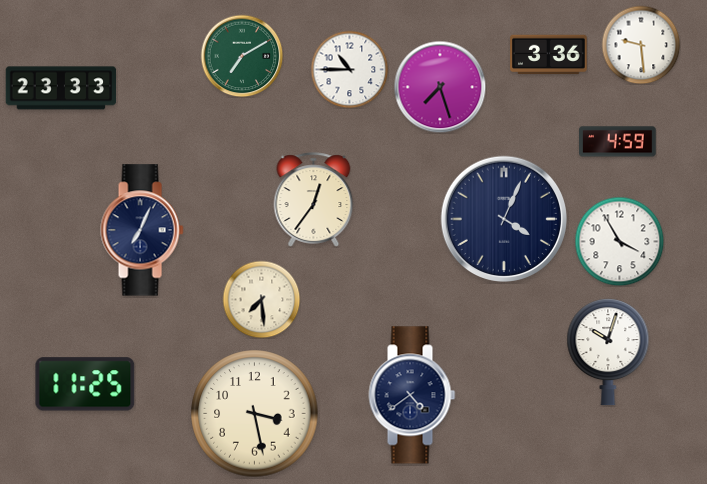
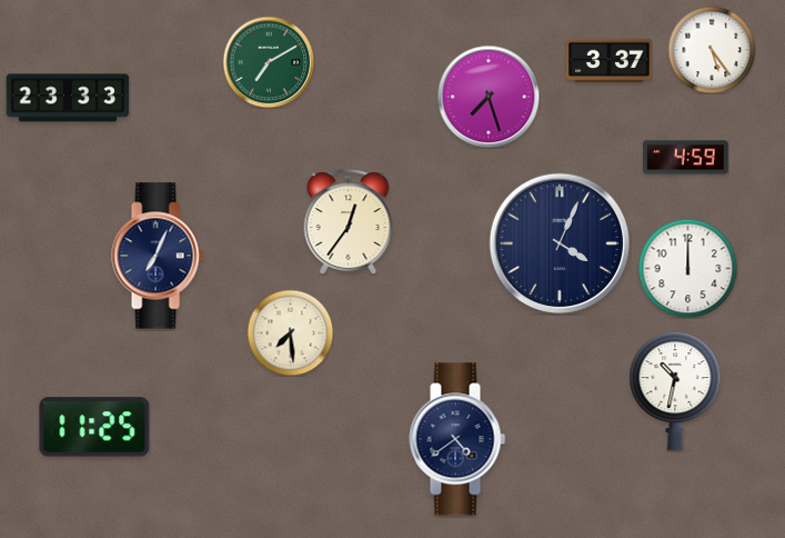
clock at (641, 45): 9:29 -> 5:24
clock at (549, 55): 3:36 -> 3:37
clock at (349, 69): 10:45 -> none
clock at (619, 241): 3:55 -> 12:00
clock at (608, 352): 10:03 -> 10:32
clock at (255, 414): 3:28 -> none
